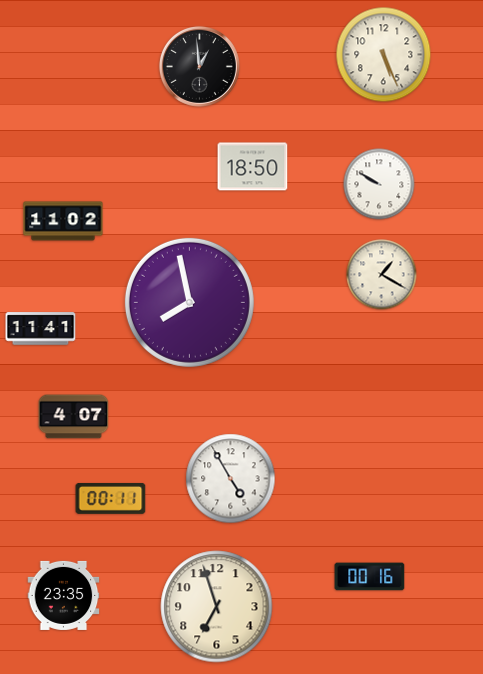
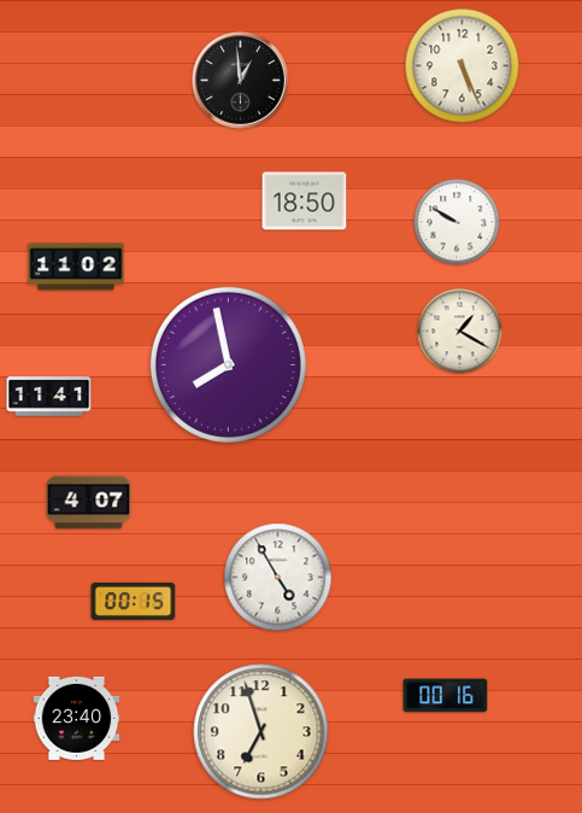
clock at (111, 498): 00:11 -> 00:15
clock at (64, 595): 23:35 -> 23:40
